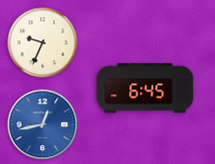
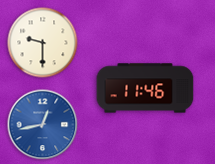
clock at (43, 43): 9:34 -> 9:30
clock at (145, 88): 6:45 -> 11:46
